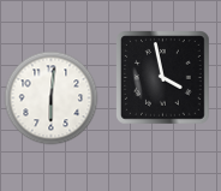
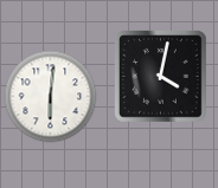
clock at (162, 77): 3:58 -> 4:02
